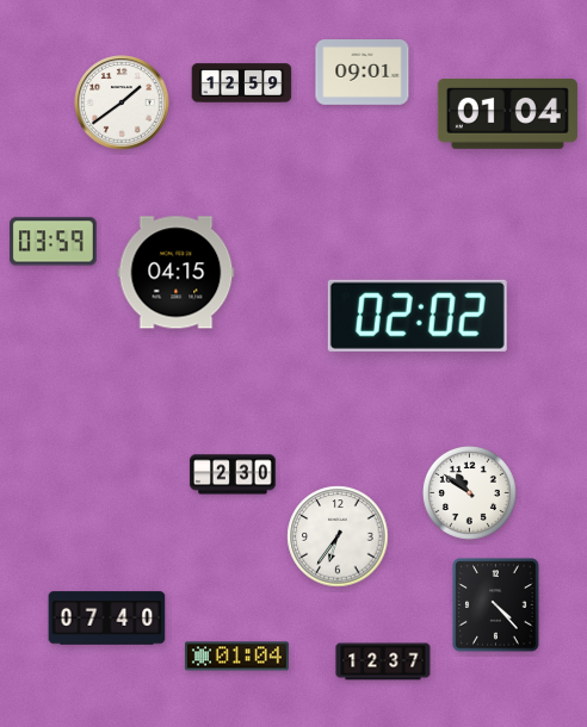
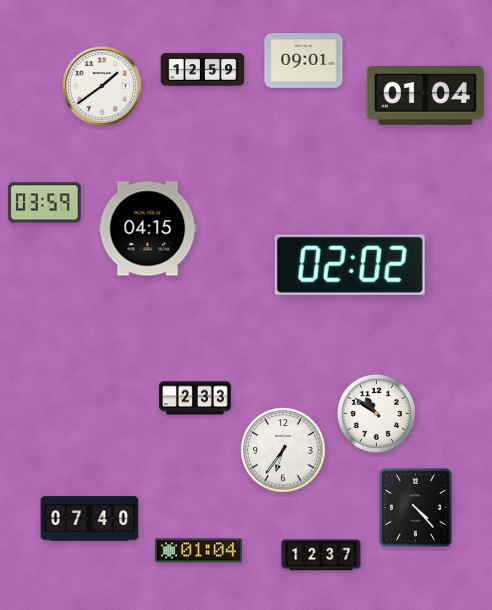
clock at (234, 474): 2:30 -> 2:33
clock at (469, 492) position: (469, 492) -> (376, 413)
